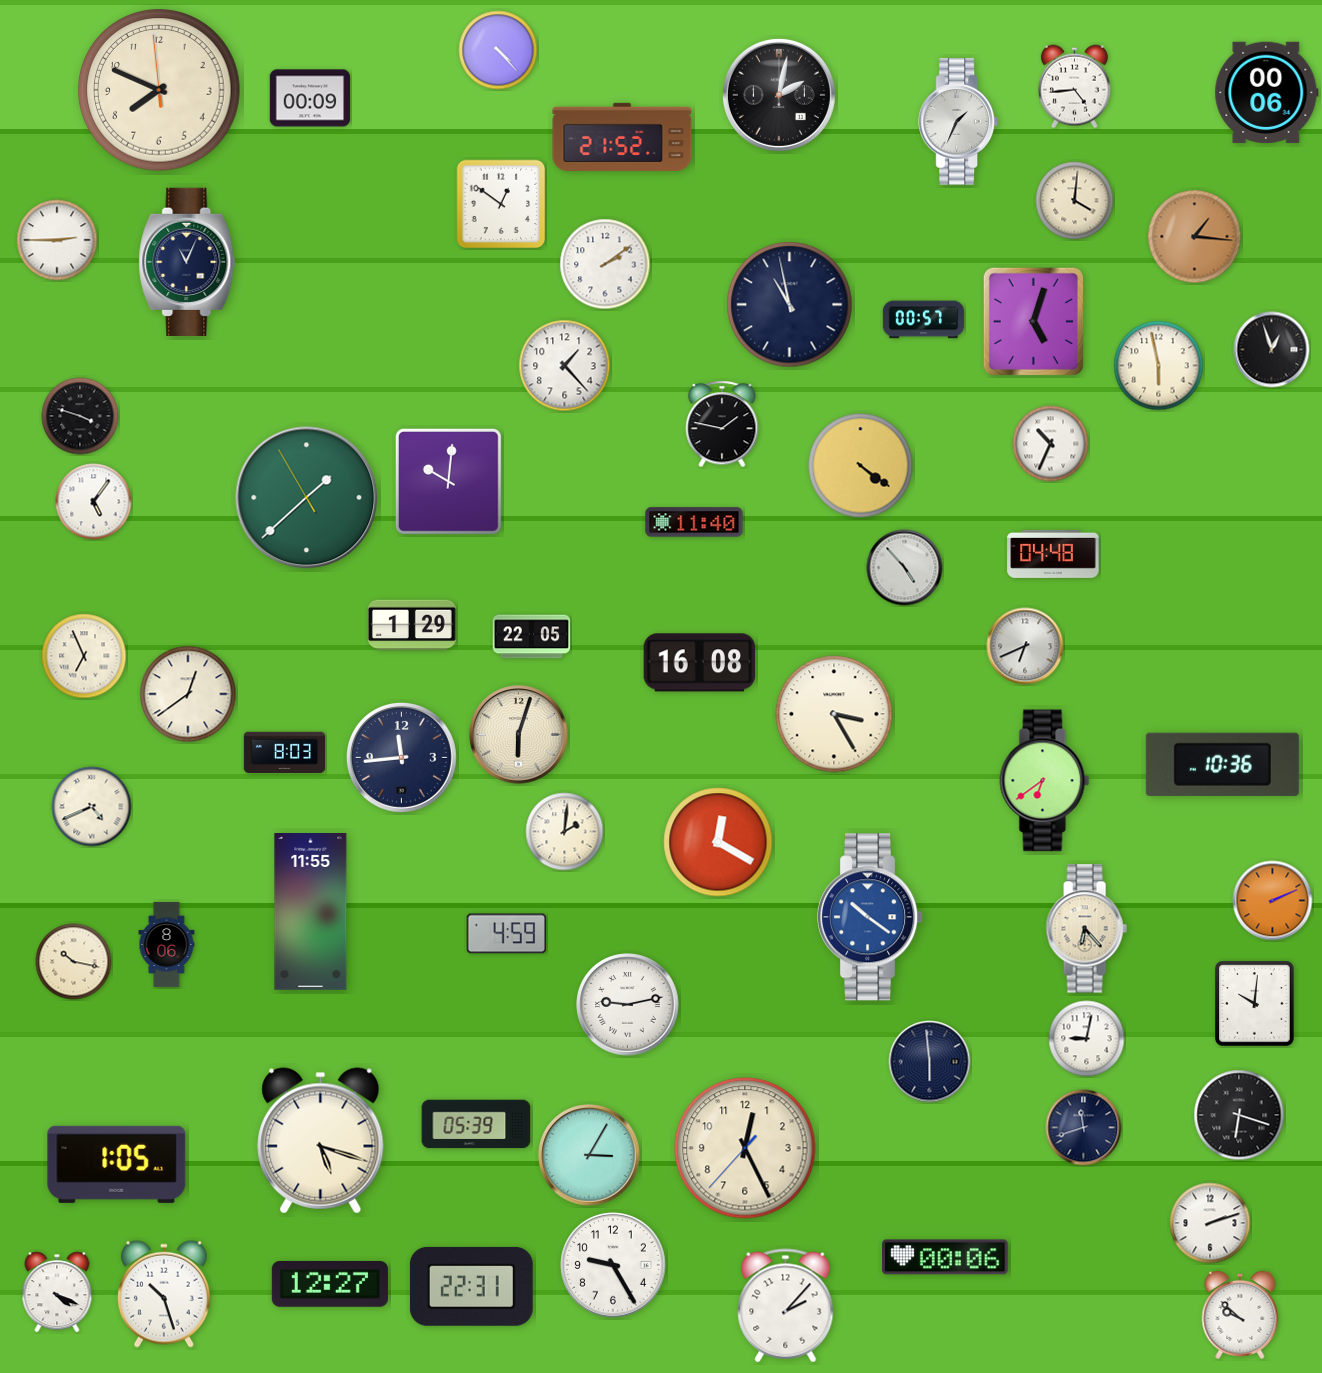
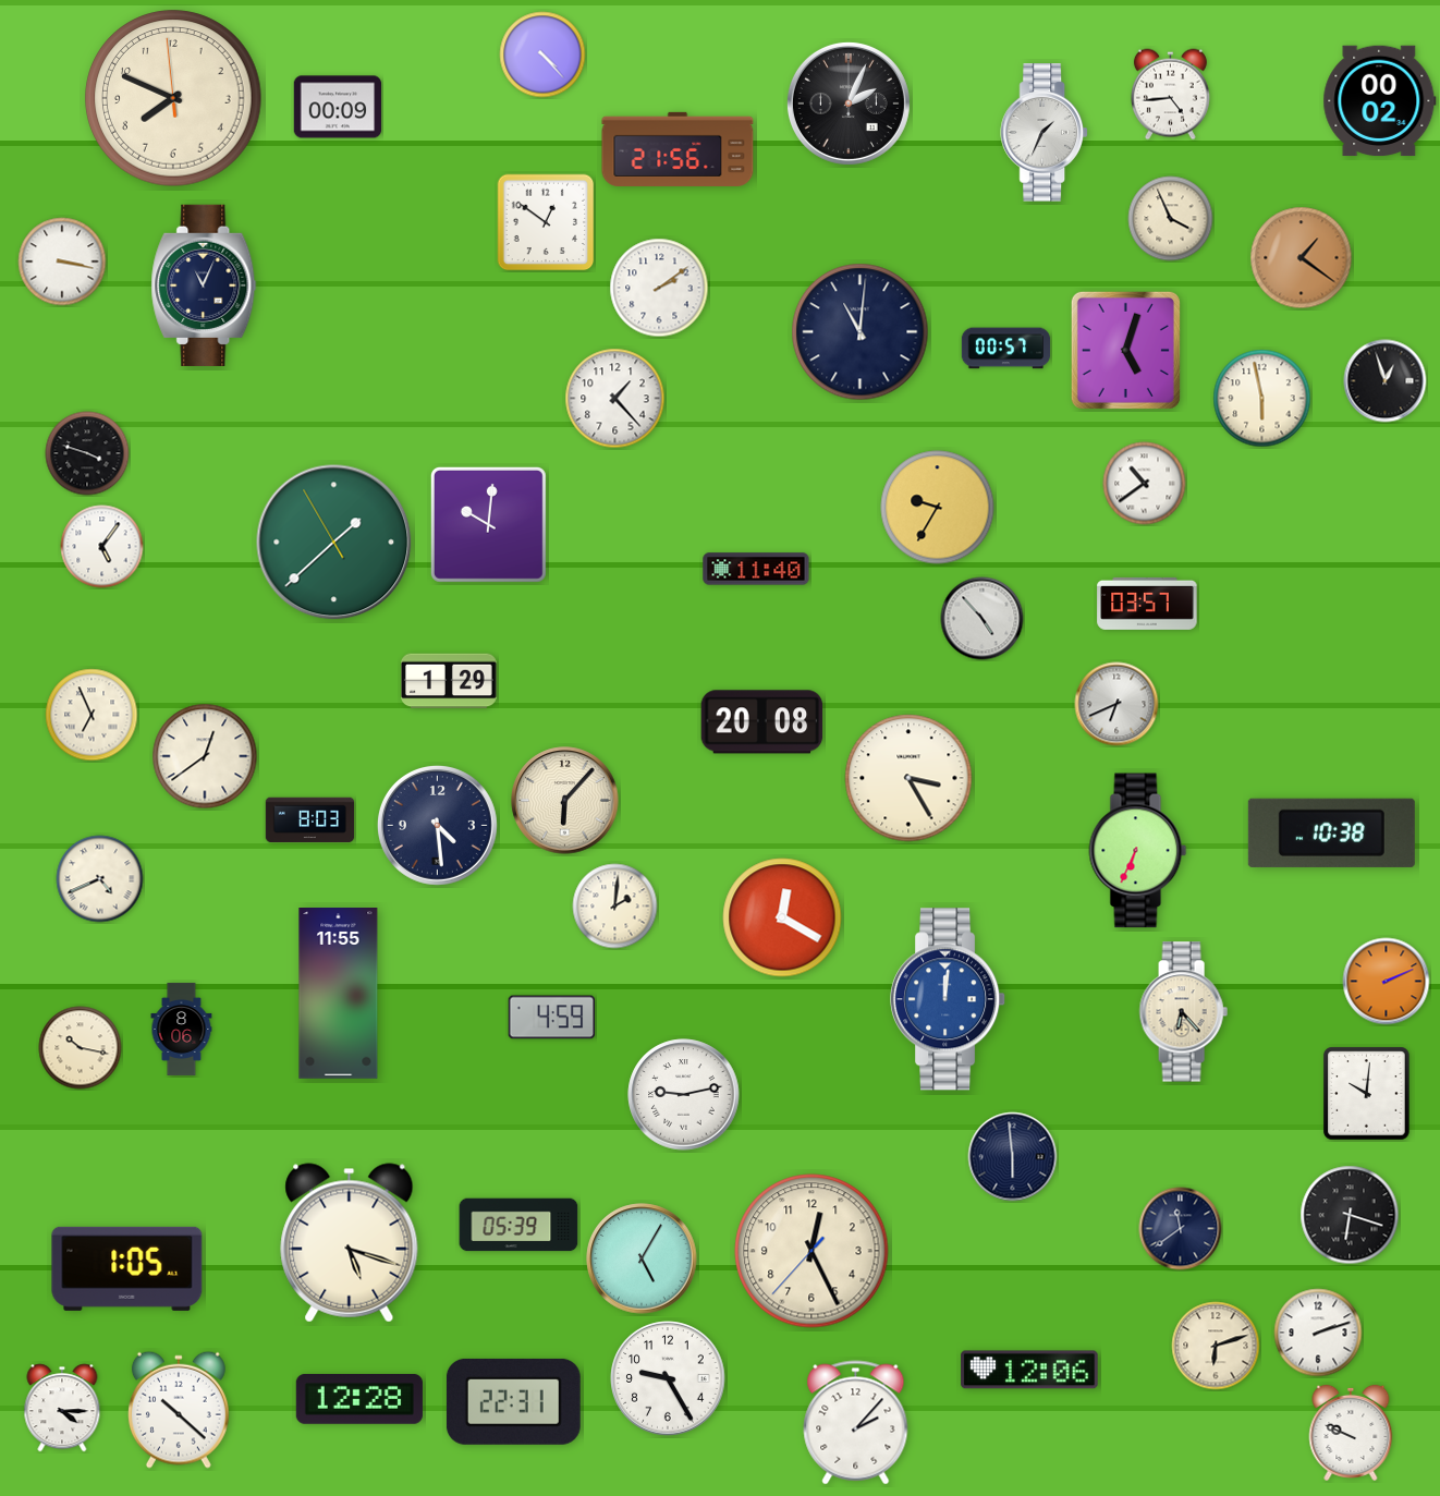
clock at (1267, 93): 00:06 -> 00:02
clock at (779, 95): 2:02 -> 2:04
clock at (622, 137): 21:52 -> 21:56
clock at (1075, 201): 4:01 -> 3:56
clock at (1195, 237): 1:16 -> 1:21
clock at (57, 240): 2:45 -> 3:17
clock at (790, 305): 10:58 -> 11:01
clock at (722, 424): 1:47 -> none
clock at (1051, 444): 10:34 -> 10:39
clock at (861, 466): 4:21 -> 9:35
clock at (1053, 554): 04:48 -> 03:57
clock at (905, 568) position: (905, 568) -> (983, 619)
clock at (532, 637): 22:05 -> none
clock at (700, 663): 16:08 -> 20:08
clock at (519, 735): 6:03 -> 6:07
clock at (401, 757): 11:44 -> 4:29
clock at (1222, 764): 10:36 -> 10:38
clock at (1045, 781): 6:39 -> 6:34
clock at (871, 917): 10:21 -> 12:01
clock at (1087, 1039): 9:02 -> none
clock at (1084, 1128): 11:42 -> 11:39
clock at (589, 1155): 3:05 -> 5:05
clock at (1216, 1346): none -> 6:12
clock at (945, 1257): 00:06 -> 12:06
clock at (330, 1284): 12:27 -> 12:28
clock at (57, 1292): 4:19 -> 4:15
clock at (164, 1294): 10:27 -> 10:22
clock at (1240, 1315): 9:52 -> 9:49
